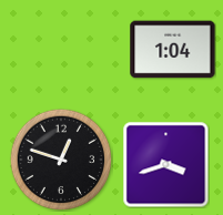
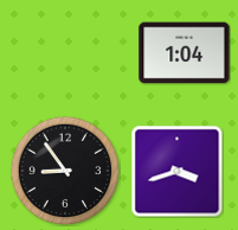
clock at (61, 160): 12:48 -> 8:54
clock at (165, 164) position: (165, 164) -> (176, 171)
